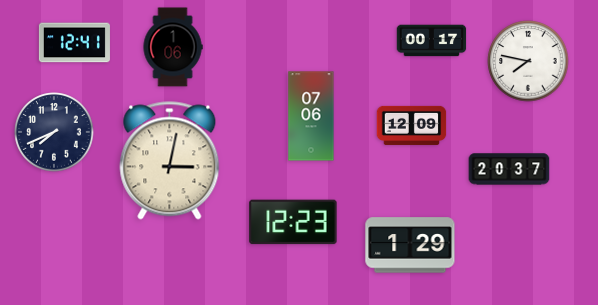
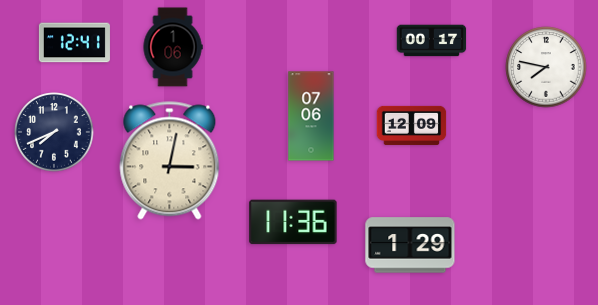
clock at (528, 61) position: (528, 61) -> (546, 67)
clock at (509, 169): 20:37 -> none
clock at (293, 222): 12:23 -> 11:36
